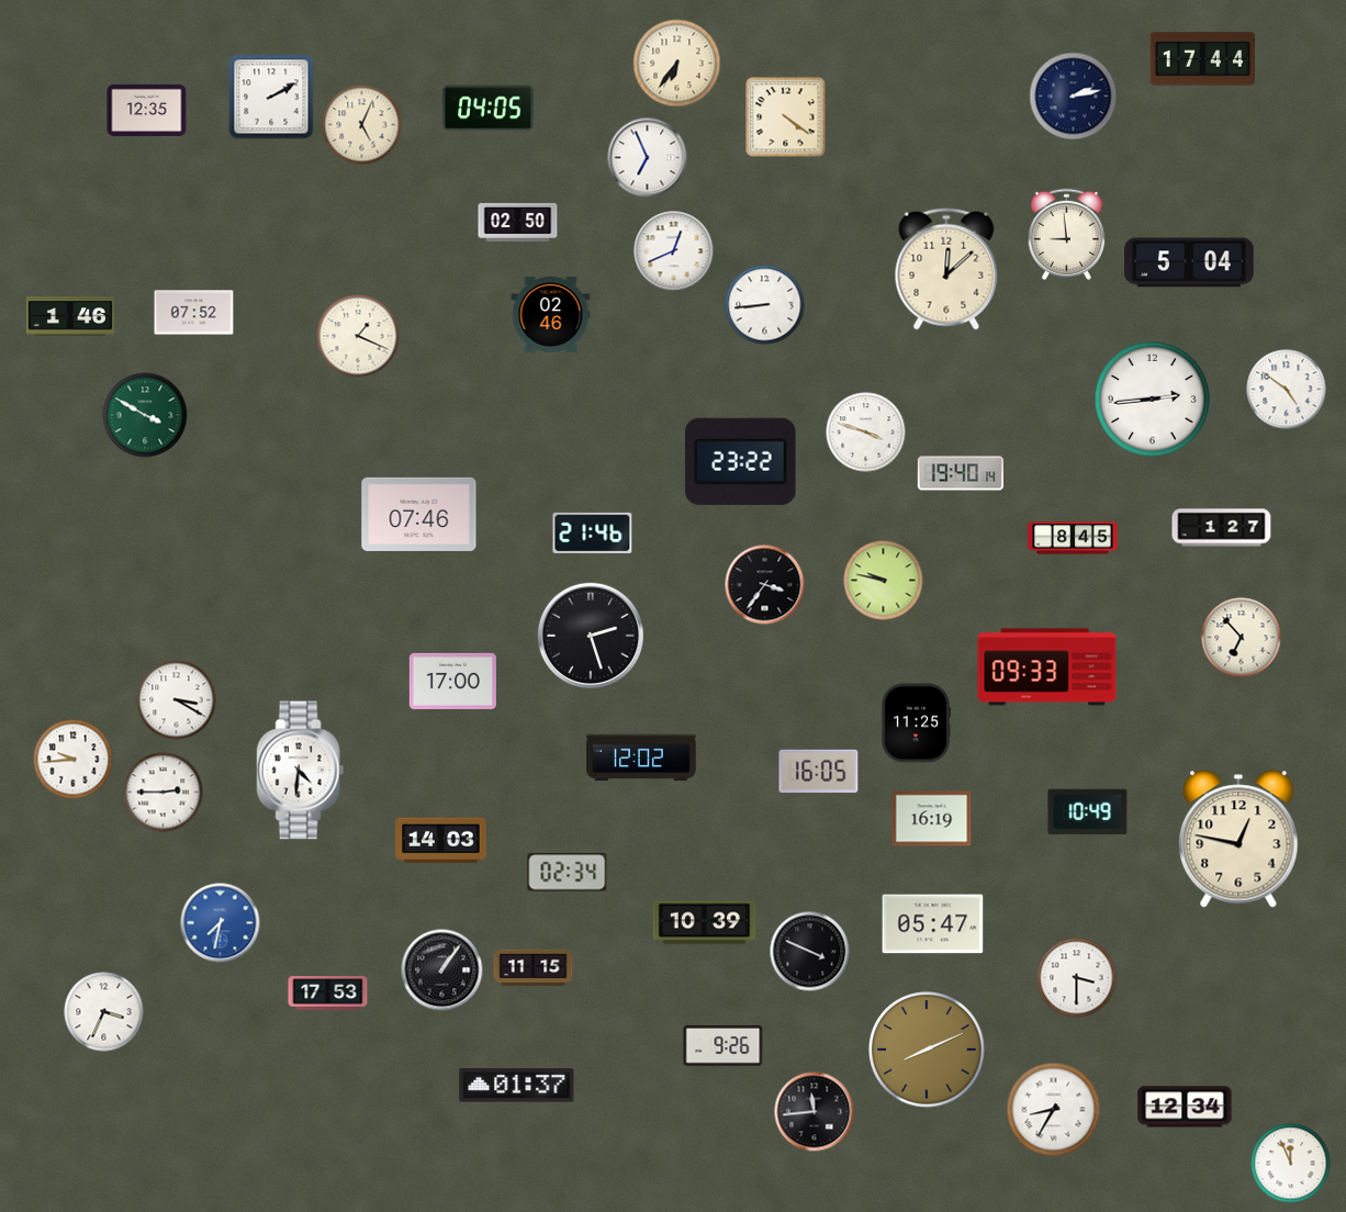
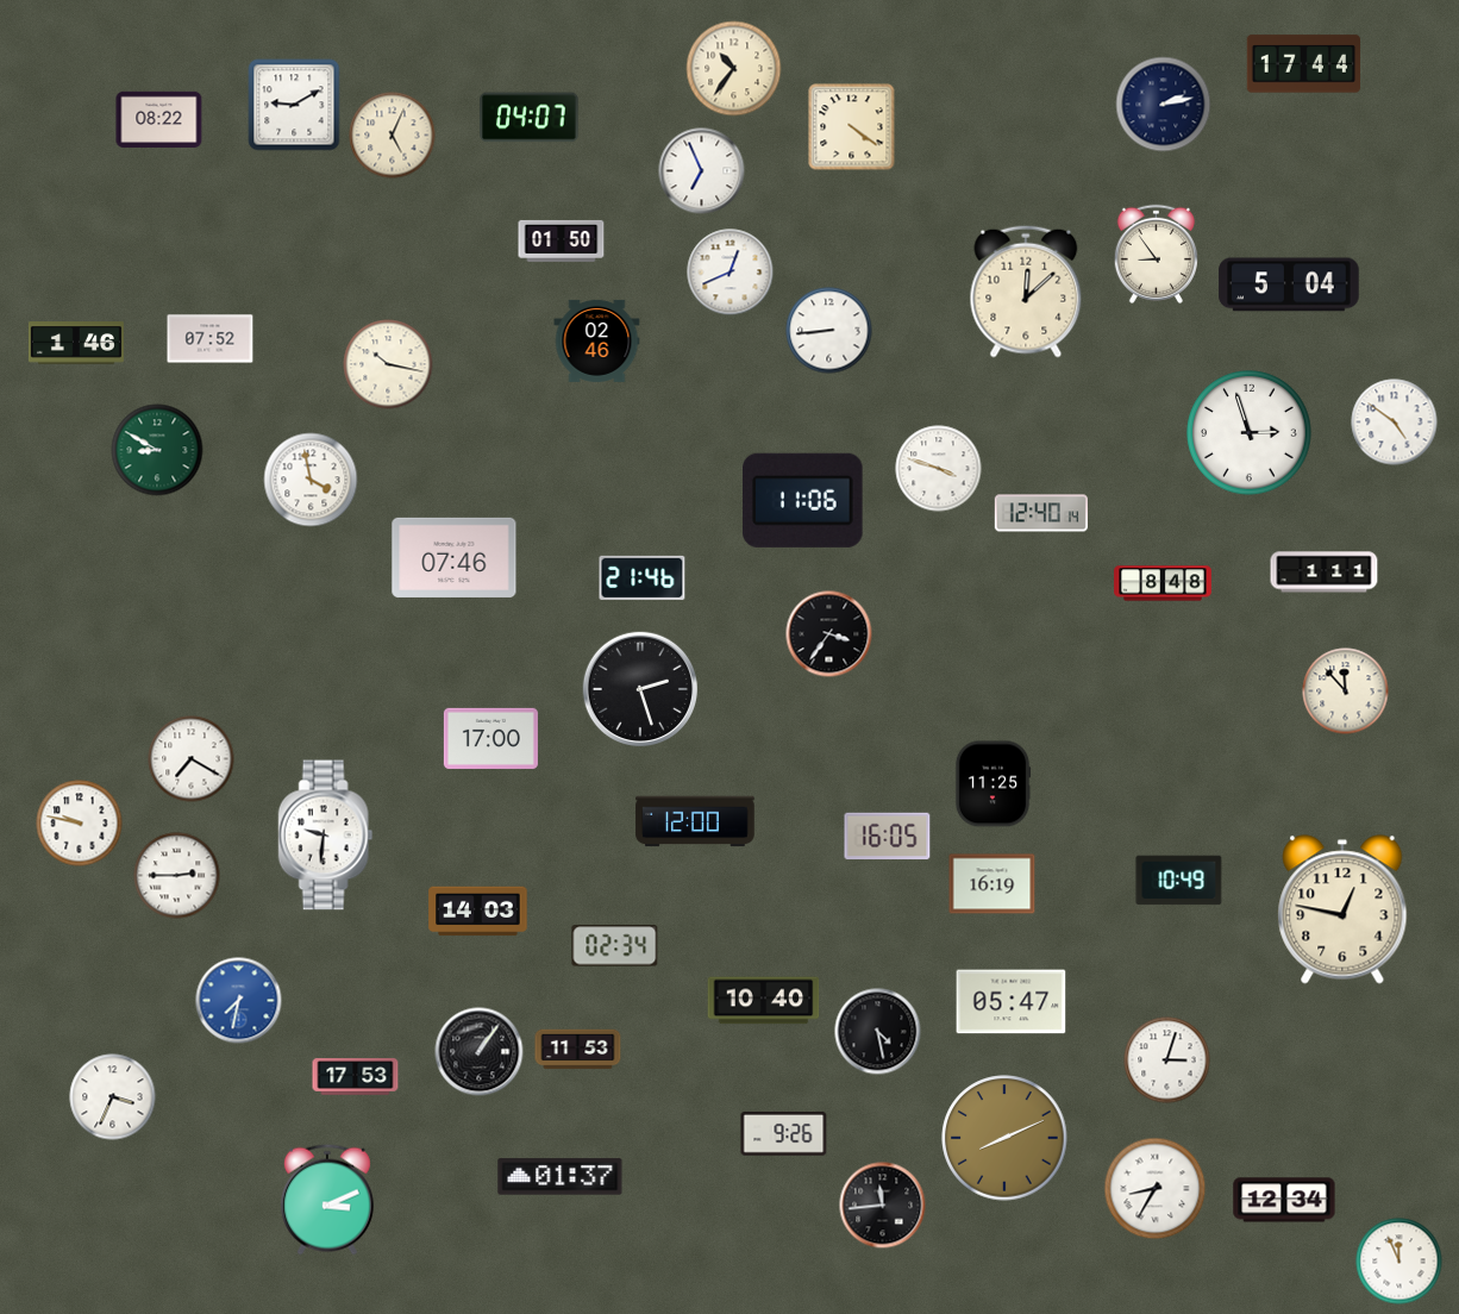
clock at (677, 64): 6:36 -> 10:36
clock at (271, 97): 2:10 -> 9:10
clock at (489, 109): 04:05 -> 04:07
clock at (147, 110): 12:35 -> 08:22
clock at (518, 222): 02:50 -> 01:50
clock at (1066, 234): 8:59 -> 8:54
clock at (358, 336): 1:19 -> 10:17
clock at (1153, 400): 2:44 -> 2:57
clock at (145, 415): 3:50 -> 8:50
clock at (311, 480): none -> 3:58
clock at (741, 461): 23:22 -> 11:06
clock at (961, 473): 19:40 -> 12:40
clock at (1222, 528): 1:27 -> 1:11
clock at (1073, 538): 8:45 -> 8:48
clock at (884, 581): 9:47 -> none
clock at (1242, 638): 6:53 -> 11:53
clock at (1047, 667): 09:33 -> none
clock at (177, 700): 3:20 -> 7:20
clock at (641, 757): 12:02 -> 12:00
clock at (74, 760): 9:44 -> 9:47
clock at (301, 771): 4:31 -> 9:31
clock at (164, 793) position: (164, 793) -> (177, 876)
clock at (932, 819) position: (932, 819) -> (993, 884)
clock at (705, 923): 10:39 -> 10:40
clock at (810, 952): 3:49 -> 4:28
clock at (534, 968): 11:15 -> 11:53
clock at (1077, 978): 3:30 -> 3:03
clock at (327, 1200): none -> 3:11
clock at (1054, 1110) position: (1054, 1110) -> (1156, 1189)
